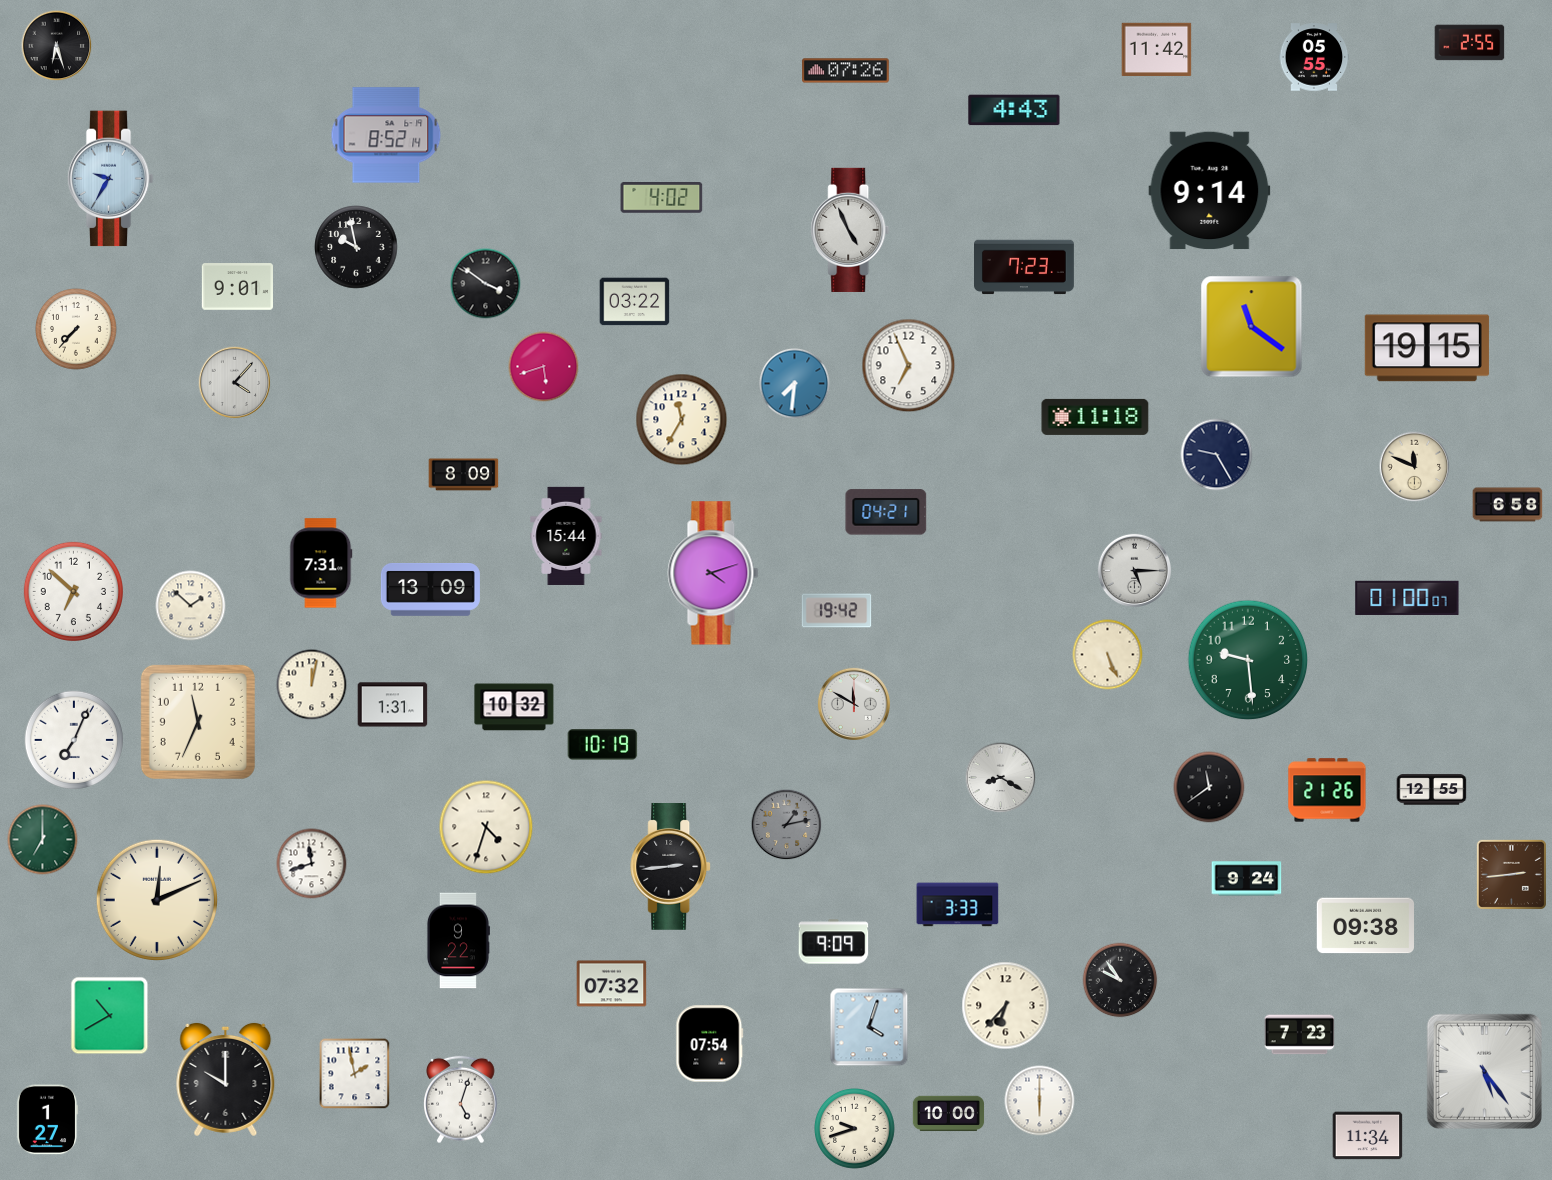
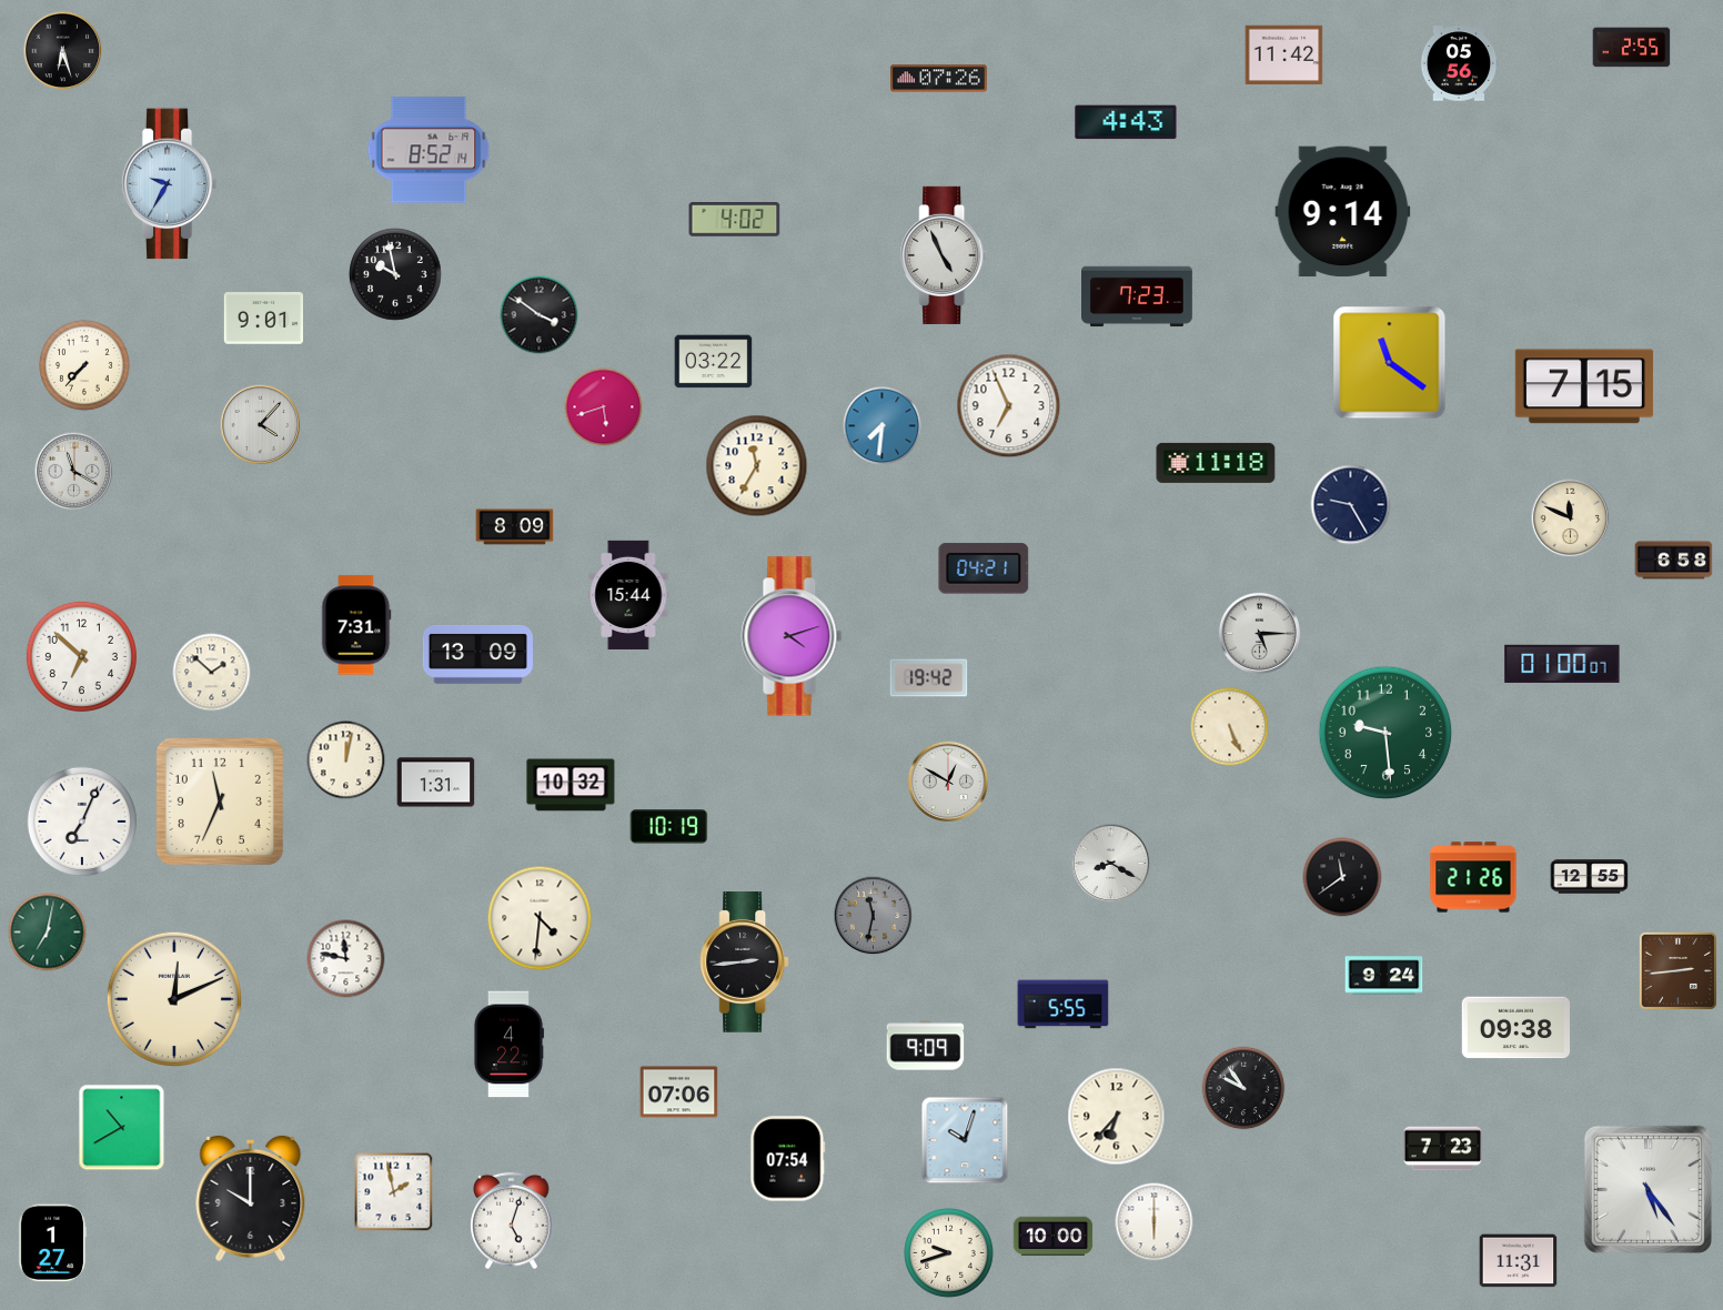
clock at (1314, 57): 05:55 -> 05:56
clock at (110, 179) position: (110, 179) -> (169, 184)
clock at (635, 302) position: (635, 302) -> (714, 362)
clock at (1427, 348): 19:15 -> 7:15
clock at (74, 472): none -> 11:20
clock at (853, 703): 11:50 -> 12:50
clock at (1209, 787) position: (1209, 787) -> (1342, 877)
clock at (787, 825): 1:13 -> 11:32
clock at (486, 827): 4:33 -> 4:31
clock at (43, 840): 7:00 -> 7:02
clock at (312, 864): 11:42 -> 11:47
clock at (958, 905): 3:33 -> 5:55
clock at (458, 941): 9:22 -> 4:22
clock at (612, 984): 07:32 -> 07:06
clock at (869, 1027): 4:03 -> 10:03
clock at (1368, 1136): 11:34 -> 11:31
